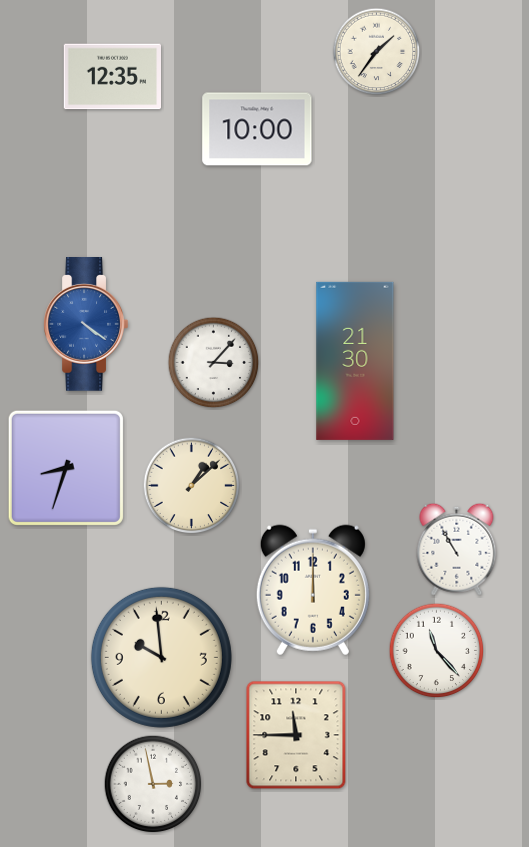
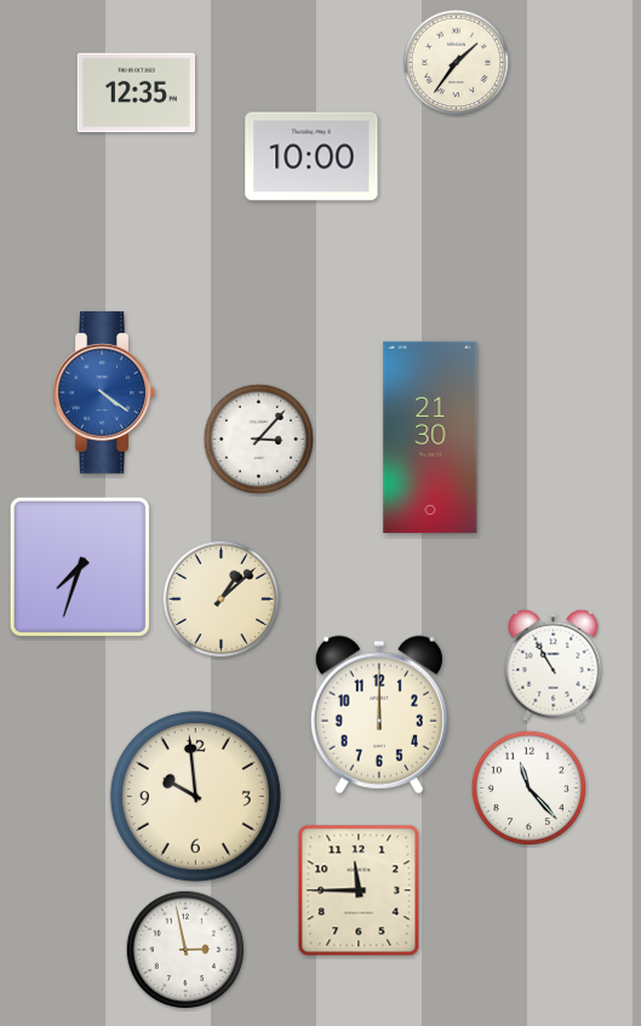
clock at (66, 468): 8:33 -> 7:33
clock at (192, 486) position: (192, 486) -> (222, 600)
